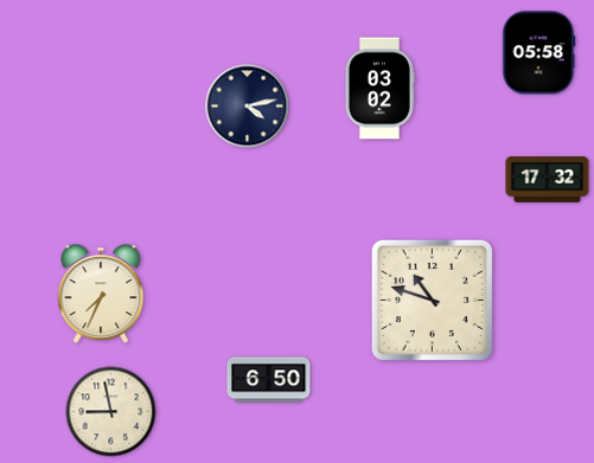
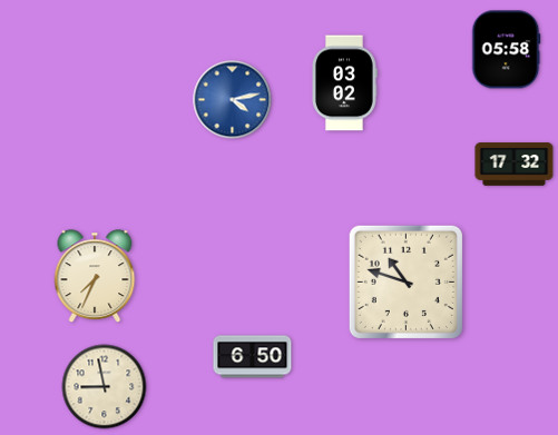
clock at (381, 89) position: (381, 89) -> (345, 83)
clock at (248, 107) dial: navy -> blue
clock at (548, 180) position: (548, 180) -> (515, 165)
